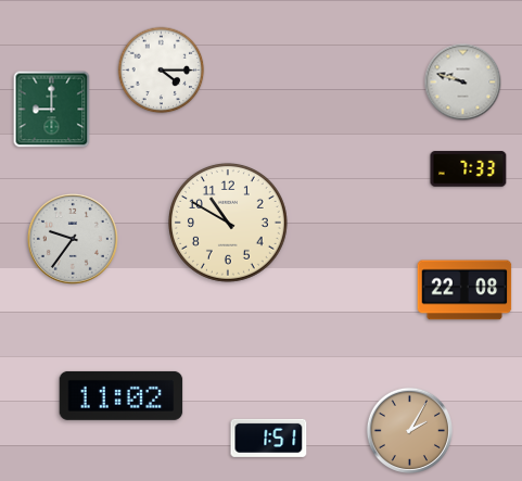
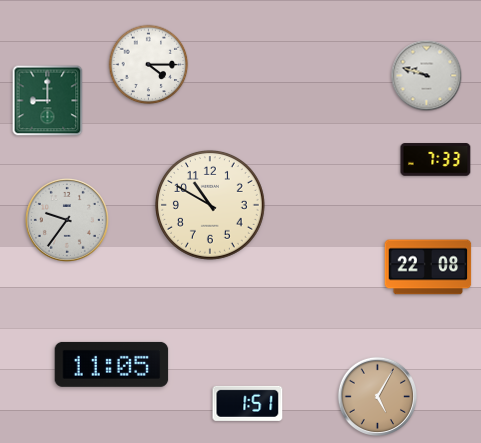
clock at (469, 169) position: (469, 169) -> (436, 160)
clock at (122, 395): 11:02 -> 11:05
clock at (409, 430): 2:05 -> 5:05
